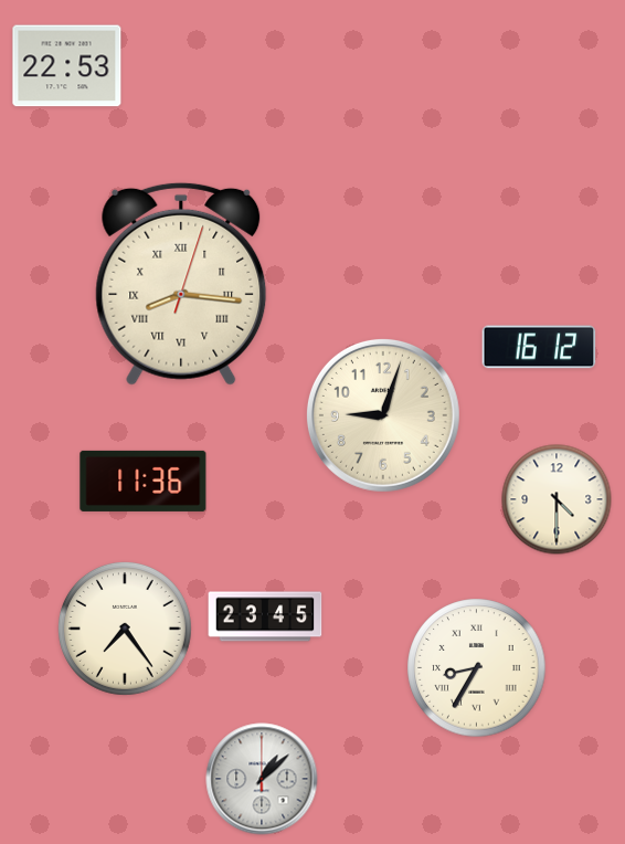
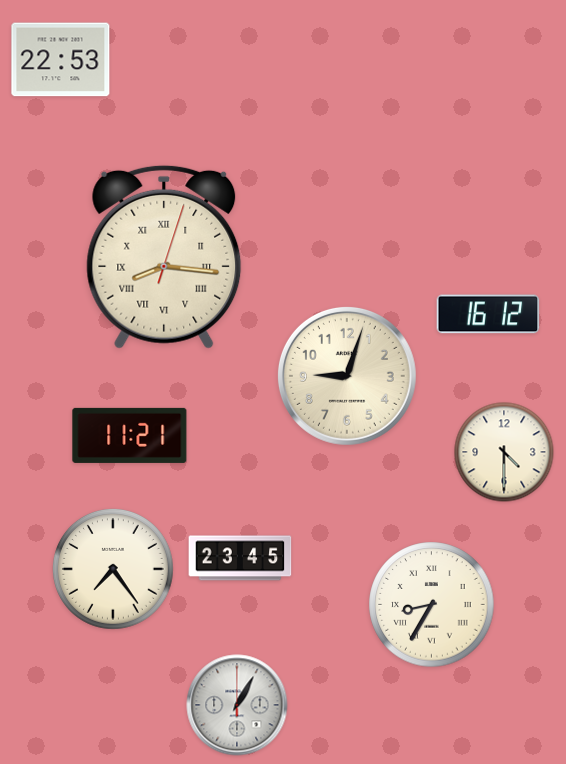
clock at (144, 481): 11:36 -> 11:21
clock at (262, 779): 1:08 -> 1:05
